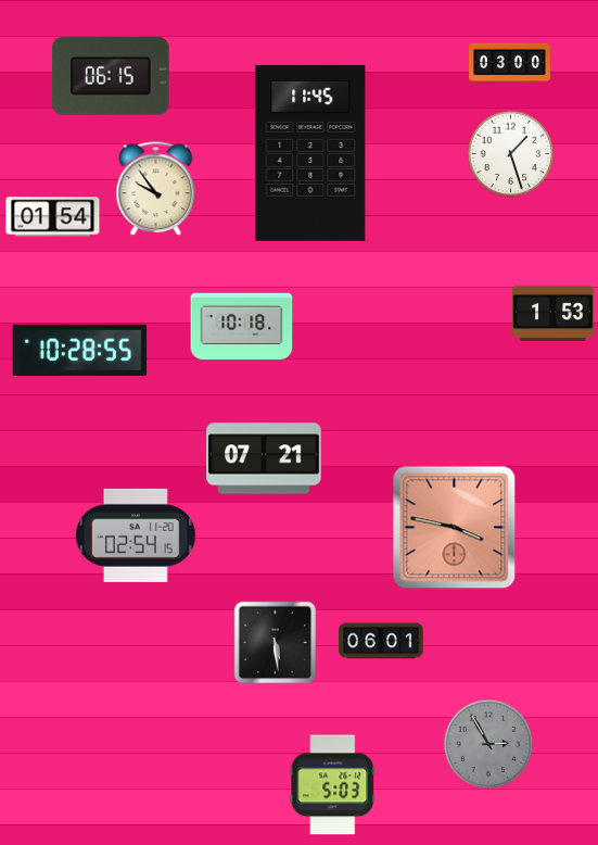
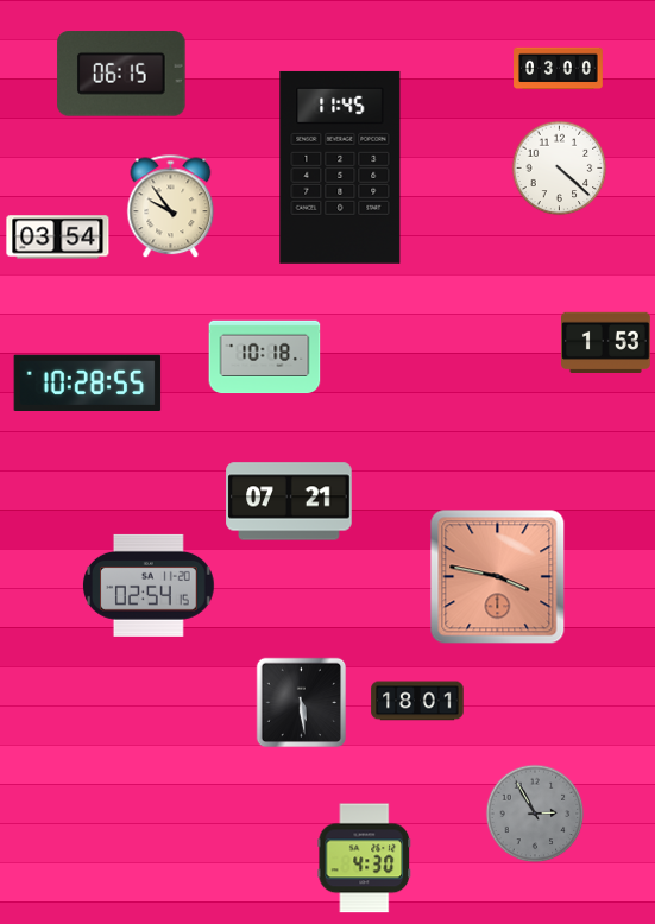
clock at (111, 76) position: (111, 76) -> (121, 74)
clock at (511, 154): 1:27 -> 4:22
clock at (53, 217): 01:54 -> 03:54
clock at (381, 641): 06:01 -> 18:01
clock at (333, 785): 5:03 -> 4:30
